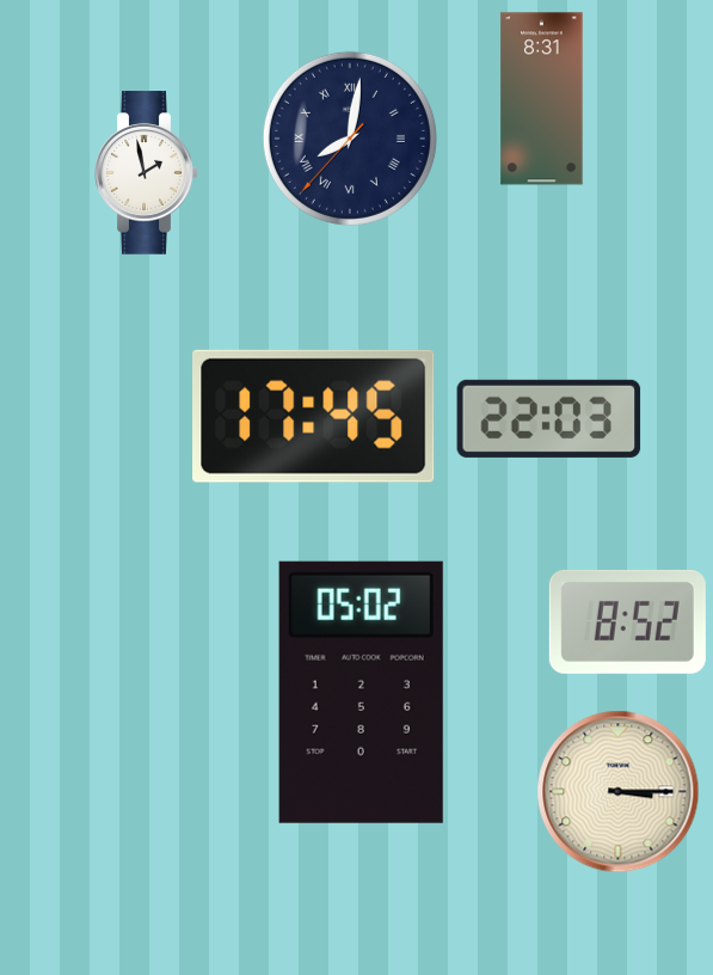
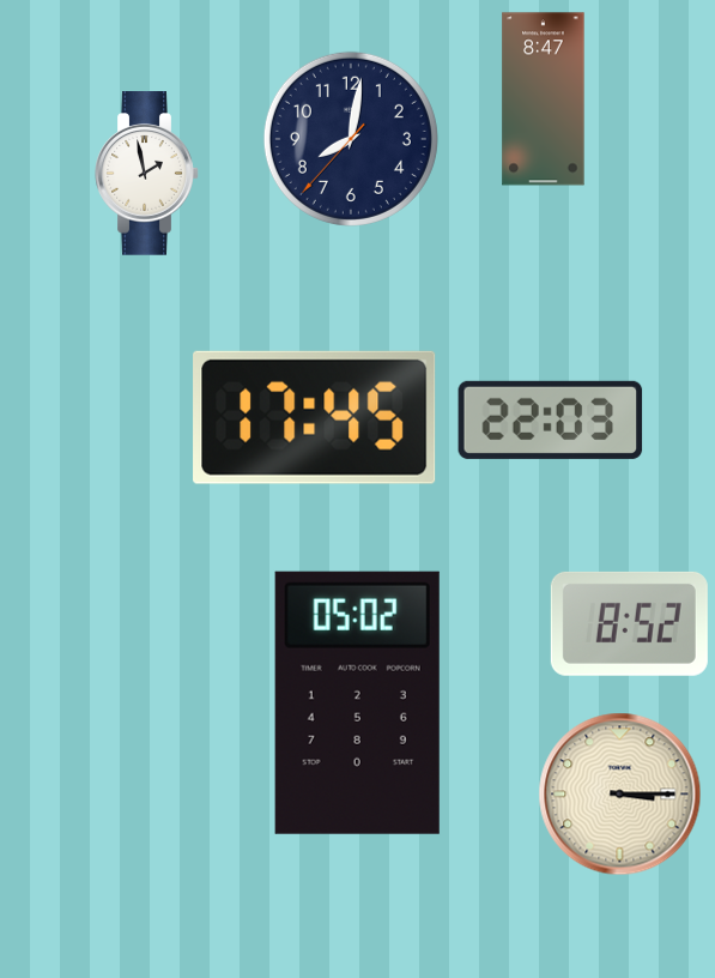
clock at (542, 99): 8:31 -> 8:47
clock at (350, 139) numerals: Roman -> Arabic
clock at (361, 692) position: (361, 692) -> (357, 702)
